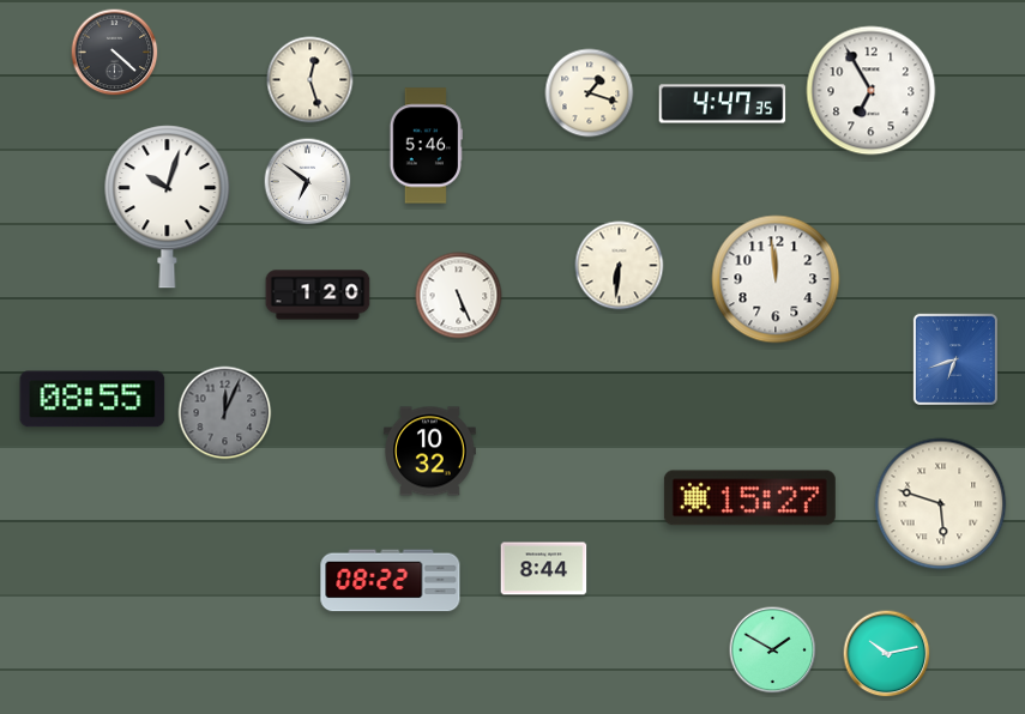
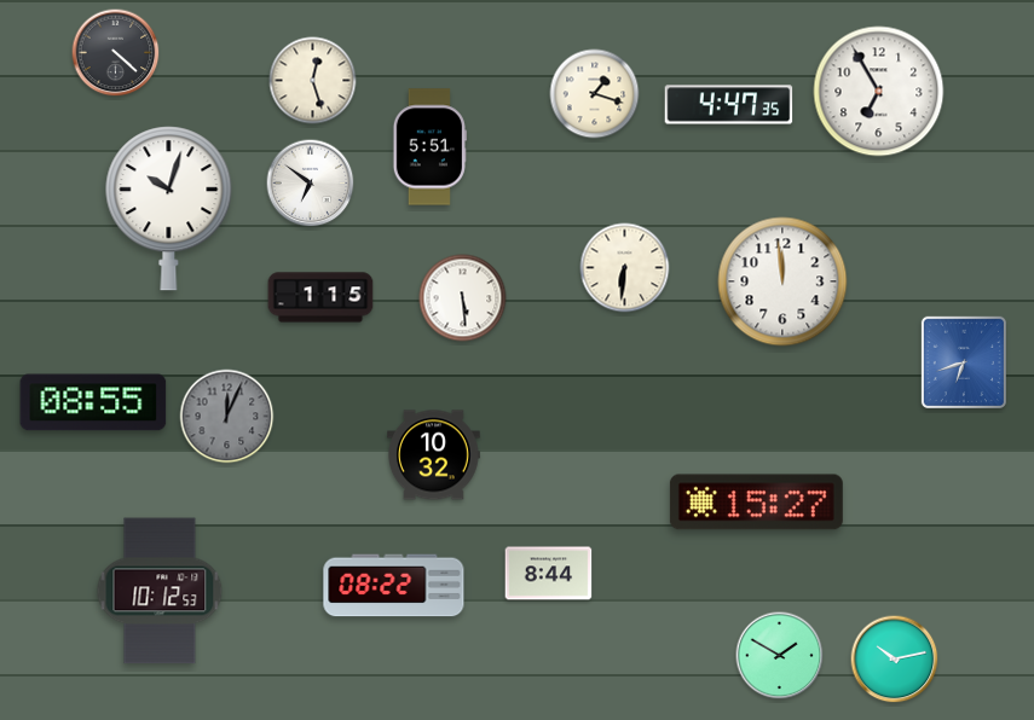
clock at (426, 146): 5:46 -> 5:51
clock at (318, 295): 1:20 -> 1:15
clock at (459, 296): 5:26 -> 5:29
clock at (941, 504): 5:48 -> none
clock at (160, 591): none -> 10:12
